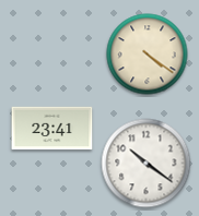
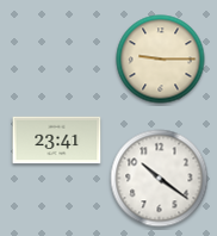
clock at (148, 55): 4:21 -> 9:15
